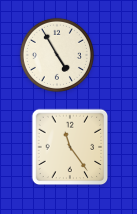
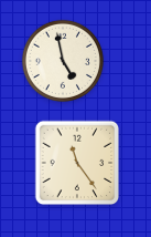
clock at (57, 55): 4:55 -> 4:58
